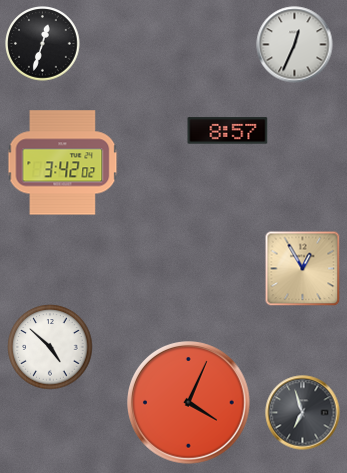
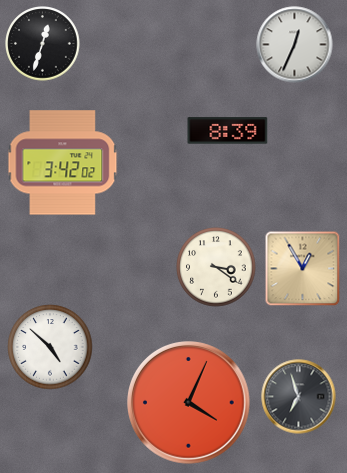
clock at (228, 131): 8:57 -> 8:39
clock at (216, 267): none -> 3:21
clock at (303, 413) position: (303, 413) -> (299, 397)
